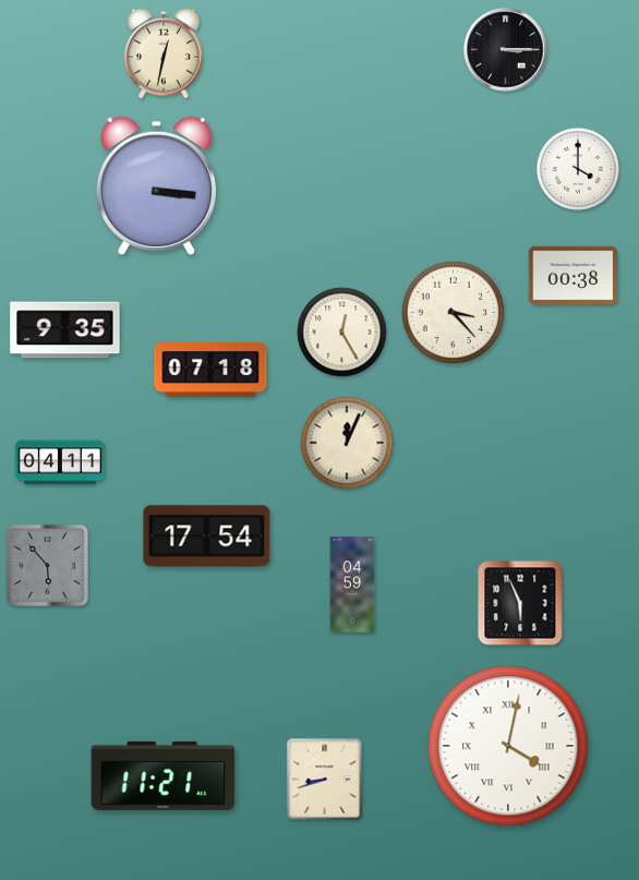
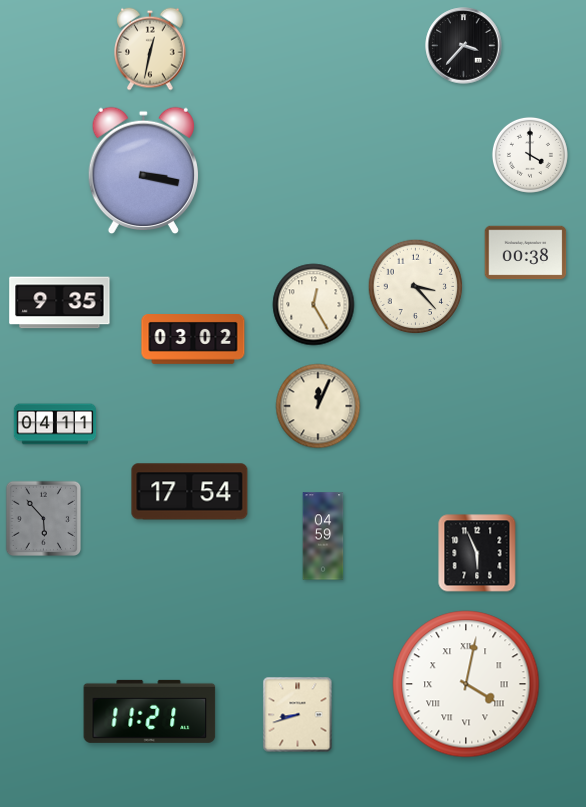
clock at (506, 50): 3:15 -> 3:37
clock at (156, 186): 3:16 -> 3:17
clock at (210, 371): 07:18 -> 03:02
